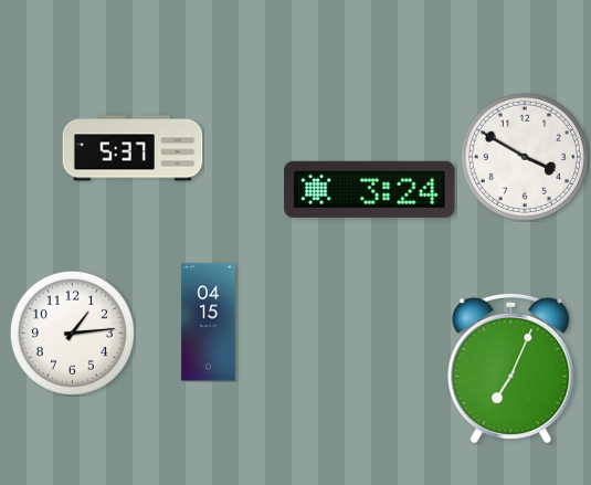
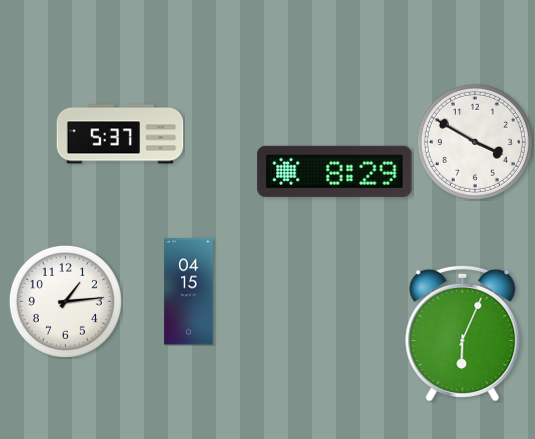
clock at (370, 189): 3:24 -> 8:29
clock at (511, 368): 7:04 -> 6:04
